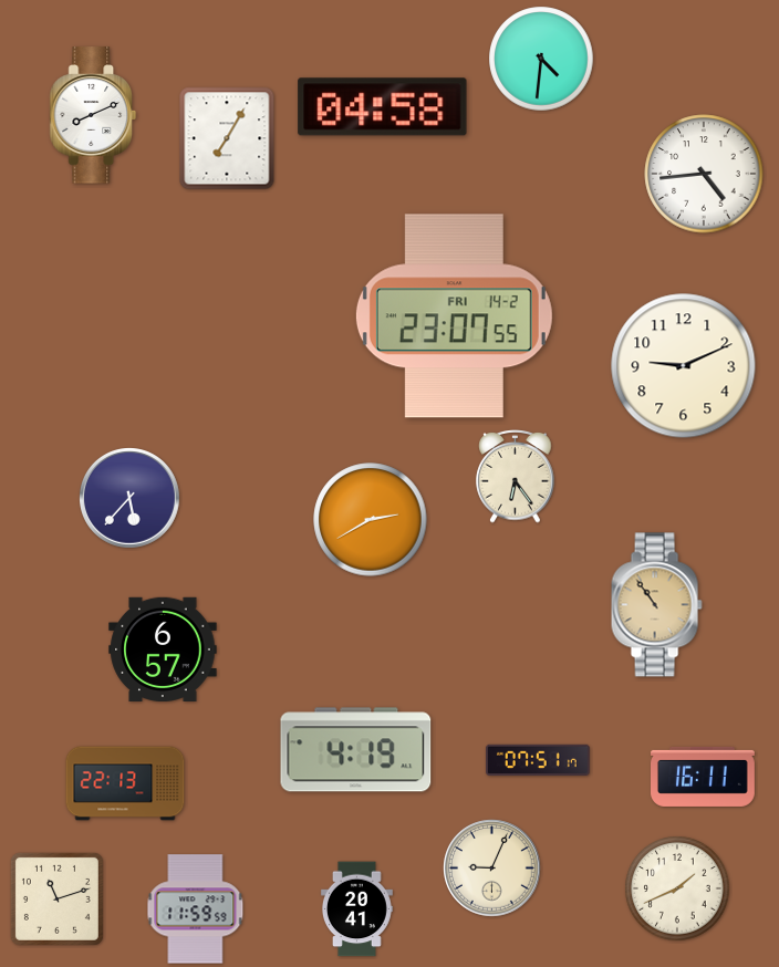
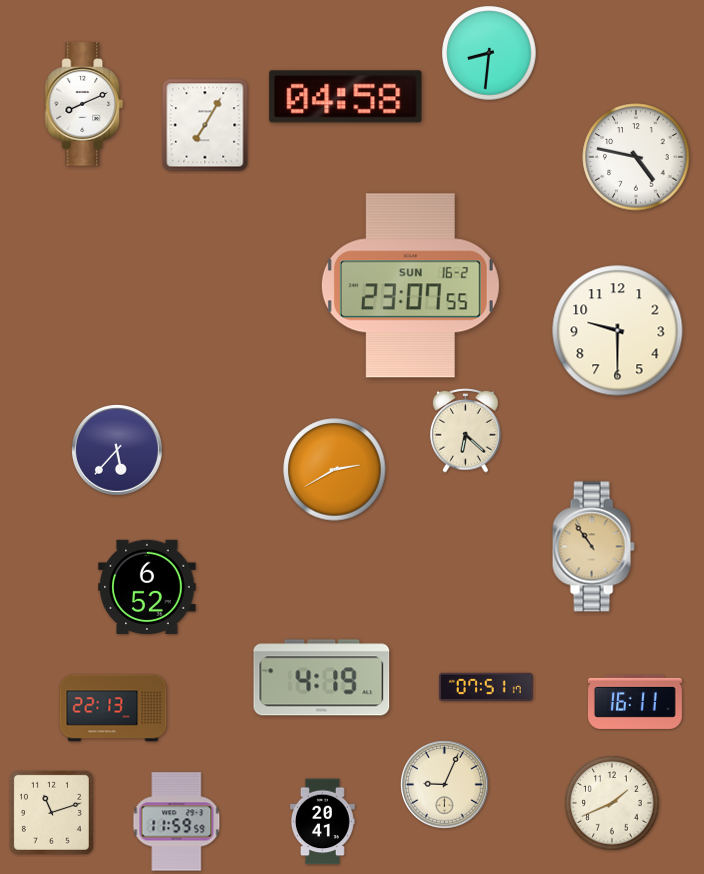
clock at (541, 59): 4:31 -> 8:31
clock at (704, 174): 4:44 -> 4:47
clock at (454, 316) date: FRI 14-2 -> SUN 16-2
clock at (684, 366): 9:11 -> 9:30
clock at (516, 477): 6:24 -> 6:22
clock at (163, 648): 6:57 -> 6:52
